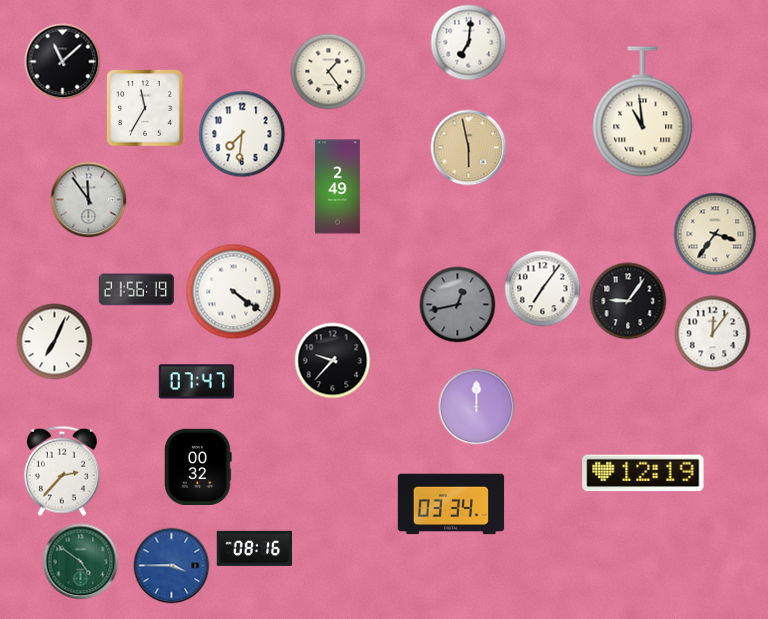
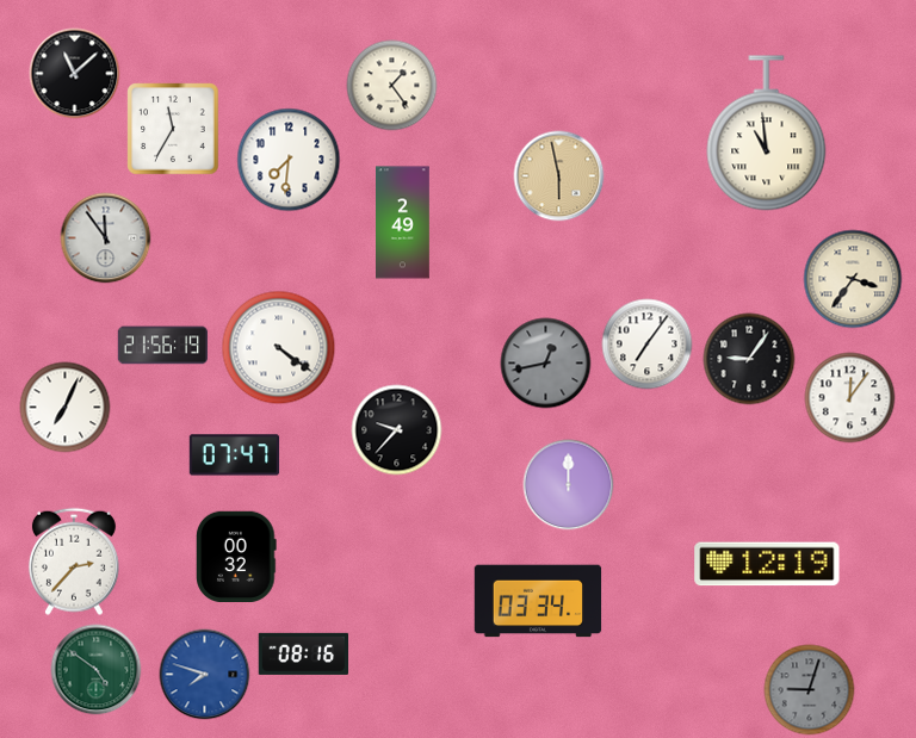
clock at (469, 43): 7:01 -> none
clock at (172, 566): 3:45 -> 7:48
clock at (810, 690): none -> 9:03
